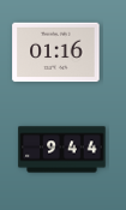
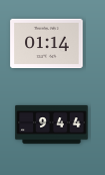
clock at (56, 53): 01:16 -> 01:14
